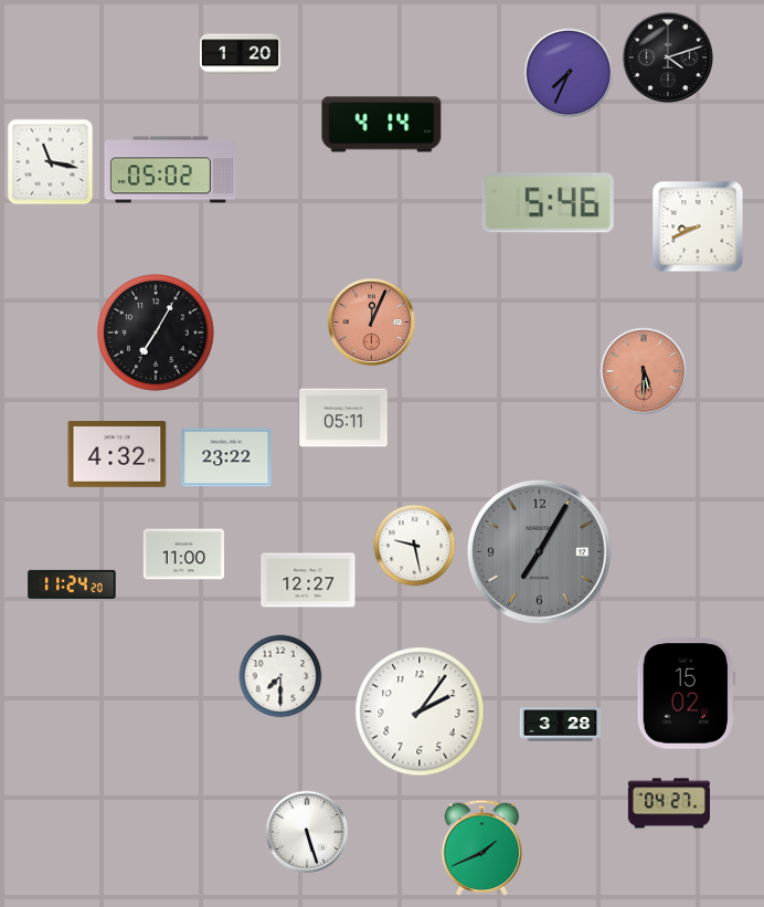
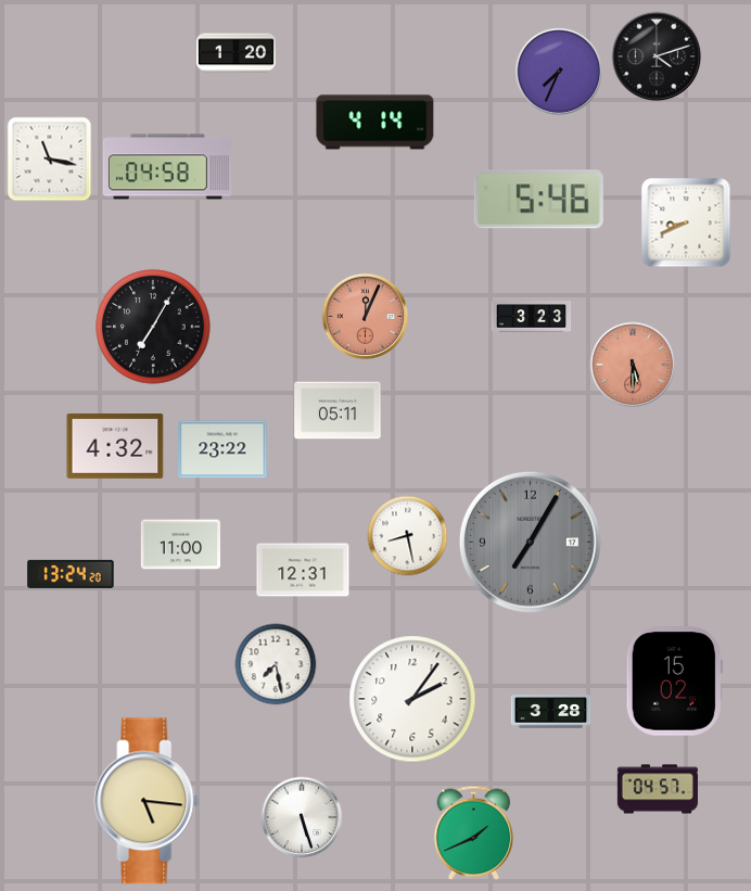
clock at (170, 170): 05:02 -> 04:58
clock at (532, 317): none -> 3:23
clock at (415, 546): 9:28 -> 8:28
clock at (308, 580): 12:27 -> 12:31
clock at (72, 584): 11:24 -> 13:24
clock at (280, 676): 7:30 -> 7:28
clock at (669, 803): 04:27 -> 04:57
clock at (147, 801): none -> 5:16
